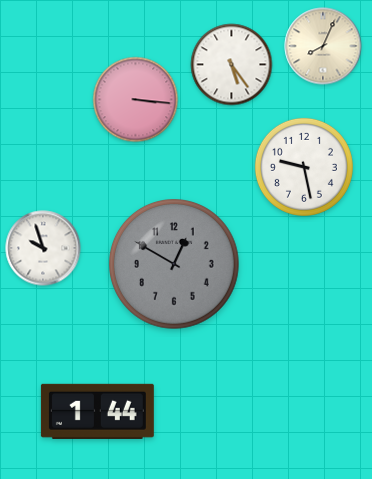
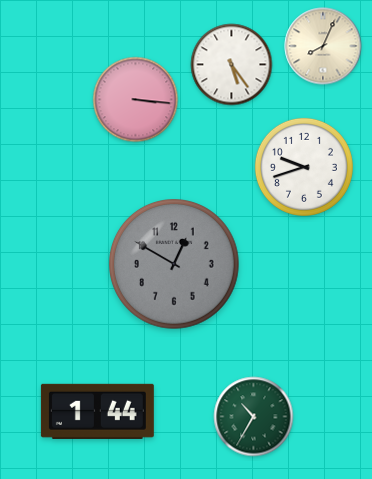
clock at (304, 167): 9:28 -> 9:42
clock at (43, 248): 9:57 -> none
clock at (254, 417): none -> 10:35
